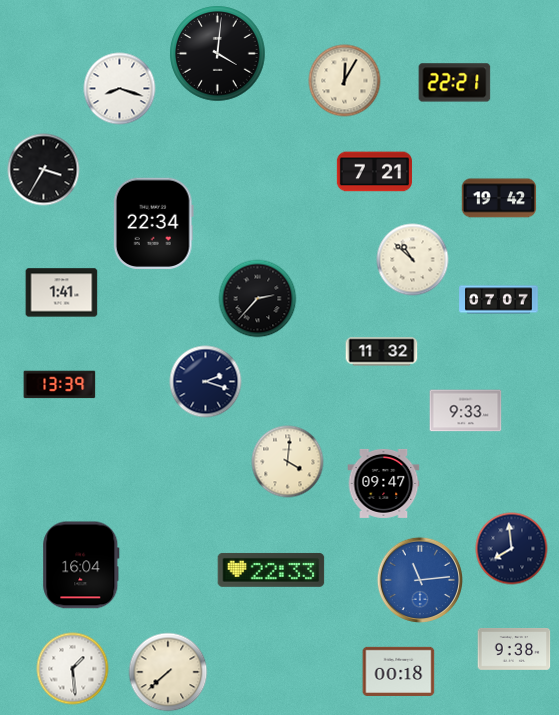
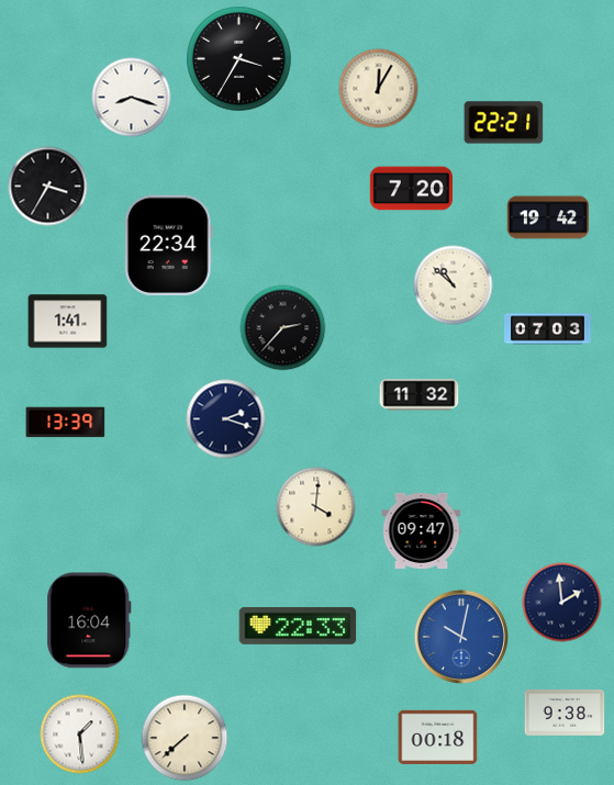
clock at (218, 54): 4:01 -> 3:35
clock at (455, 83) position: (455, 83) -> (504, 123)
clock at (374, 172): 7:21 -> 7:20
clock at (499, 300): 07:07 -> 07:03
clock at (382, 352) position: (382, 352) -> (420, 395)
clock at (466, 411): 9:33 -> none
clock at (512, 549): 7:59 -> 1:59
clock at (419, 579): 11:14 -> 10:02
